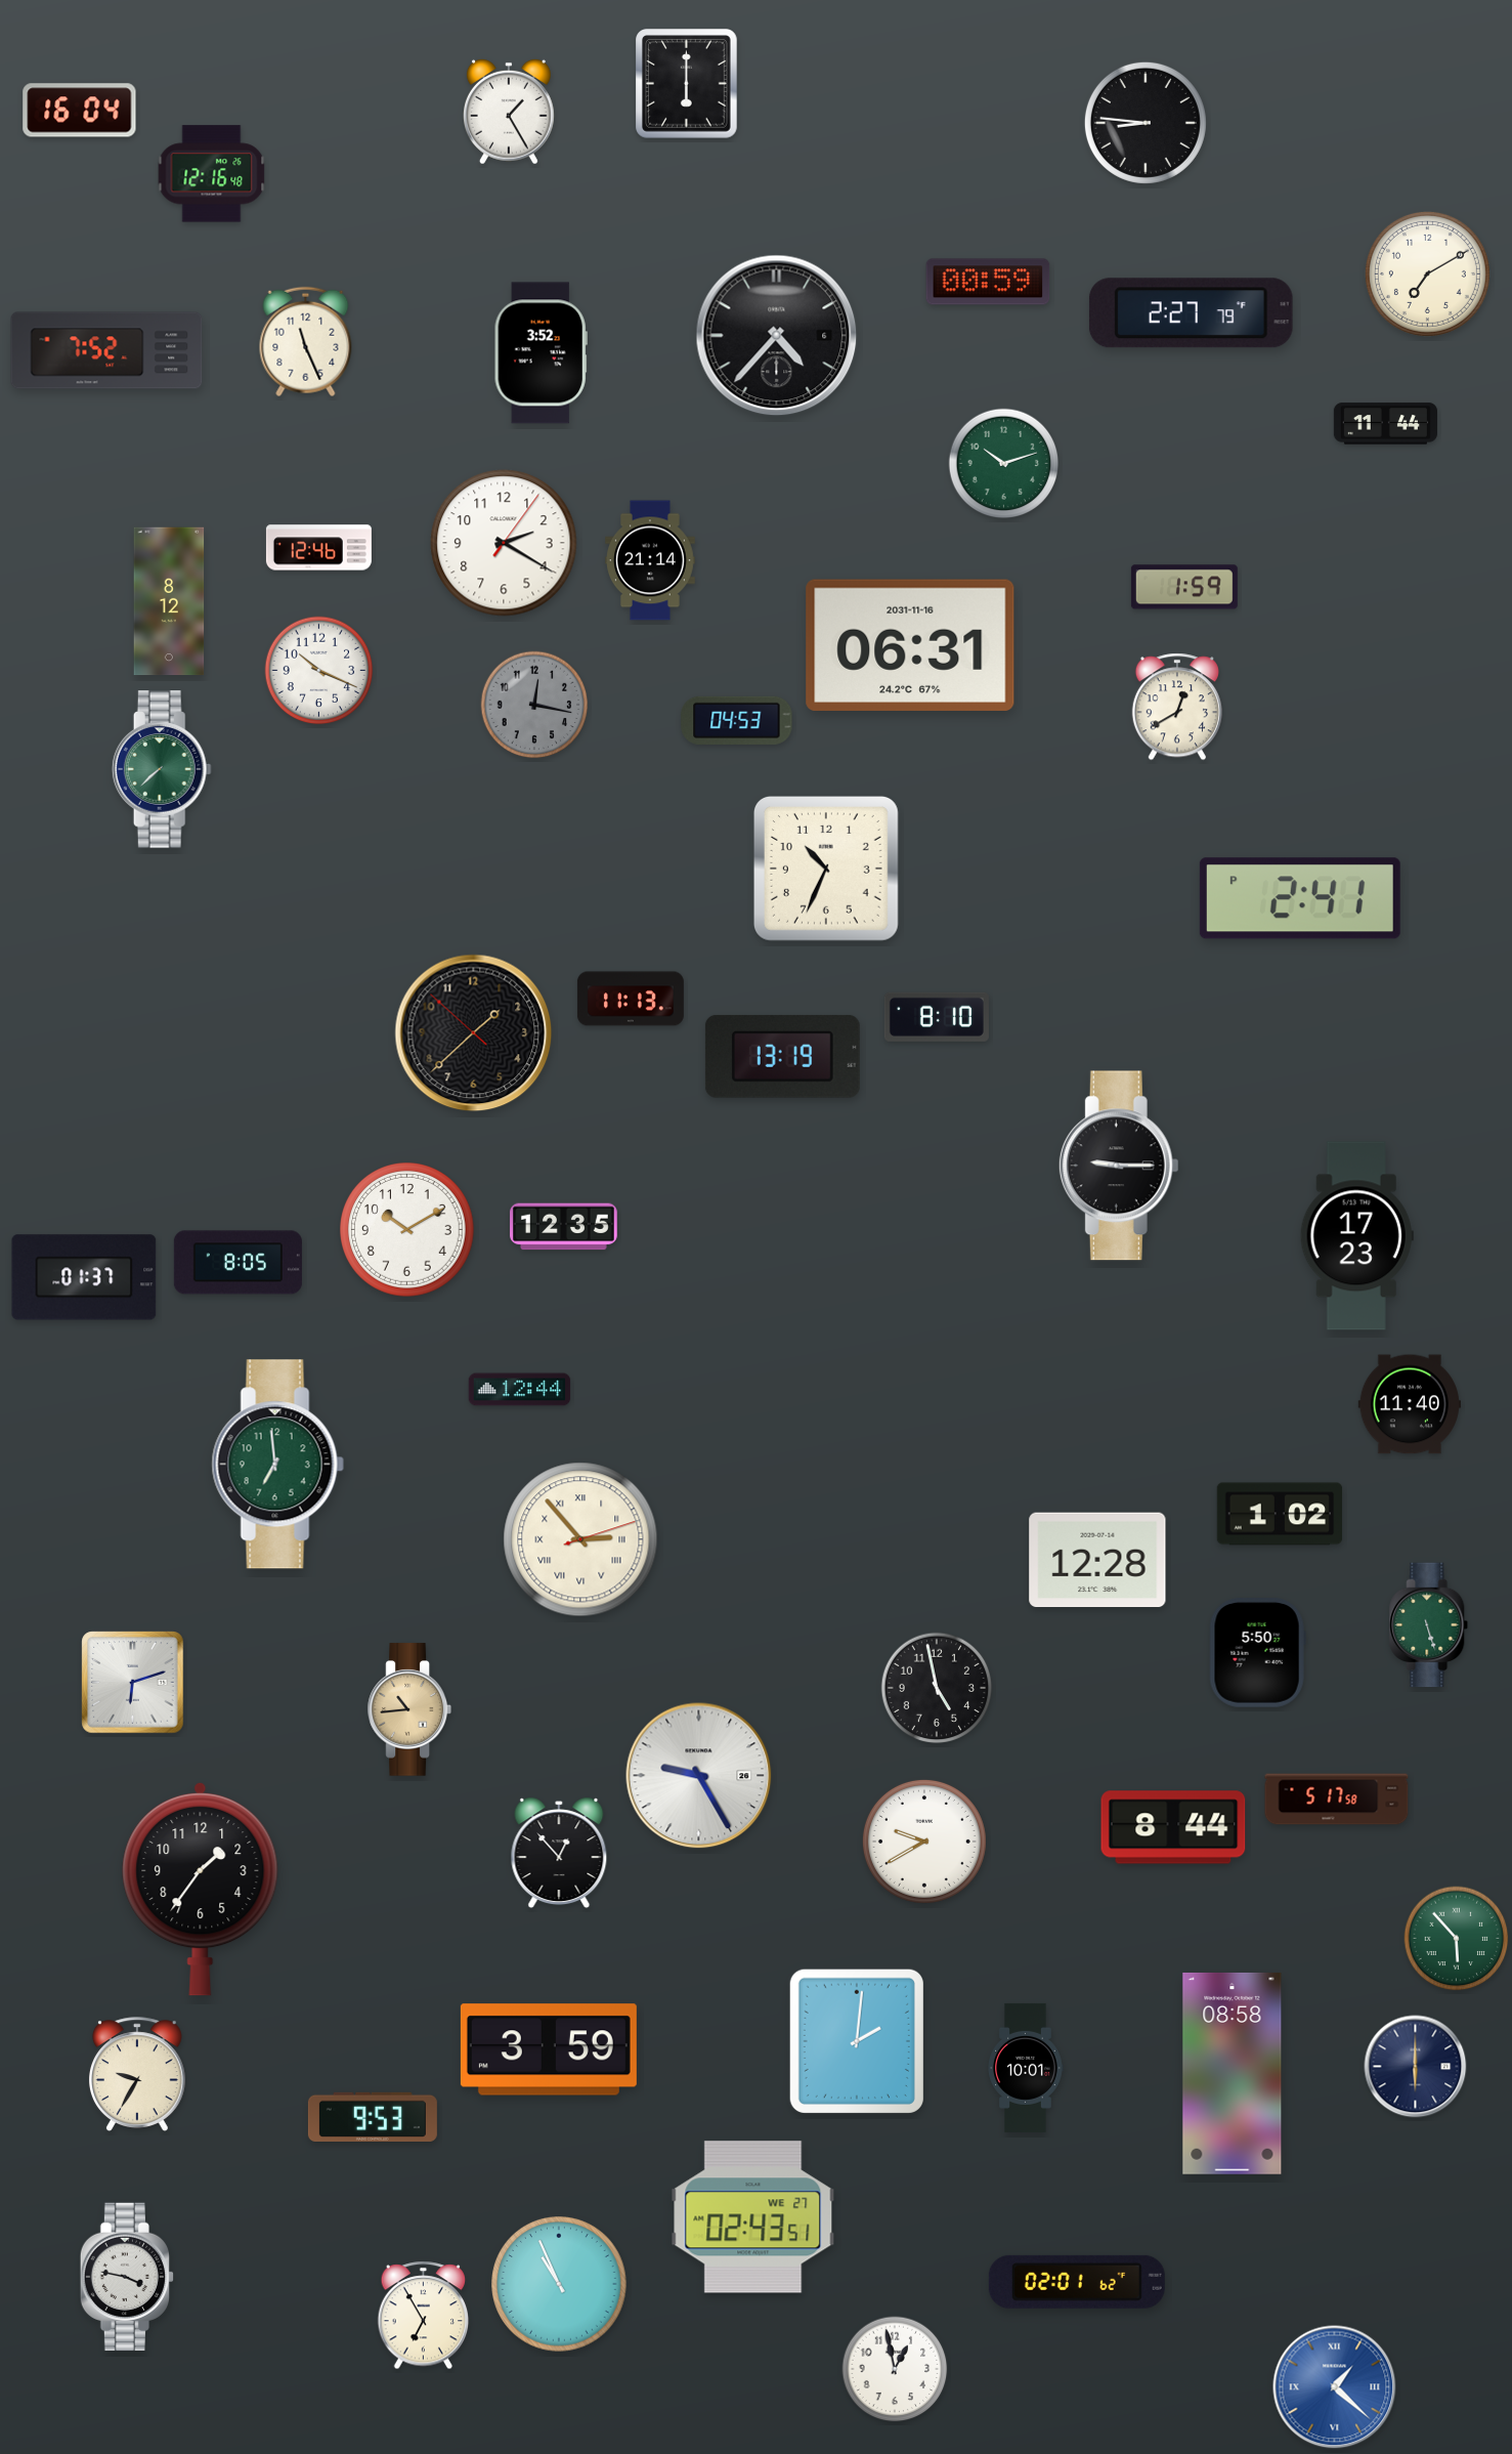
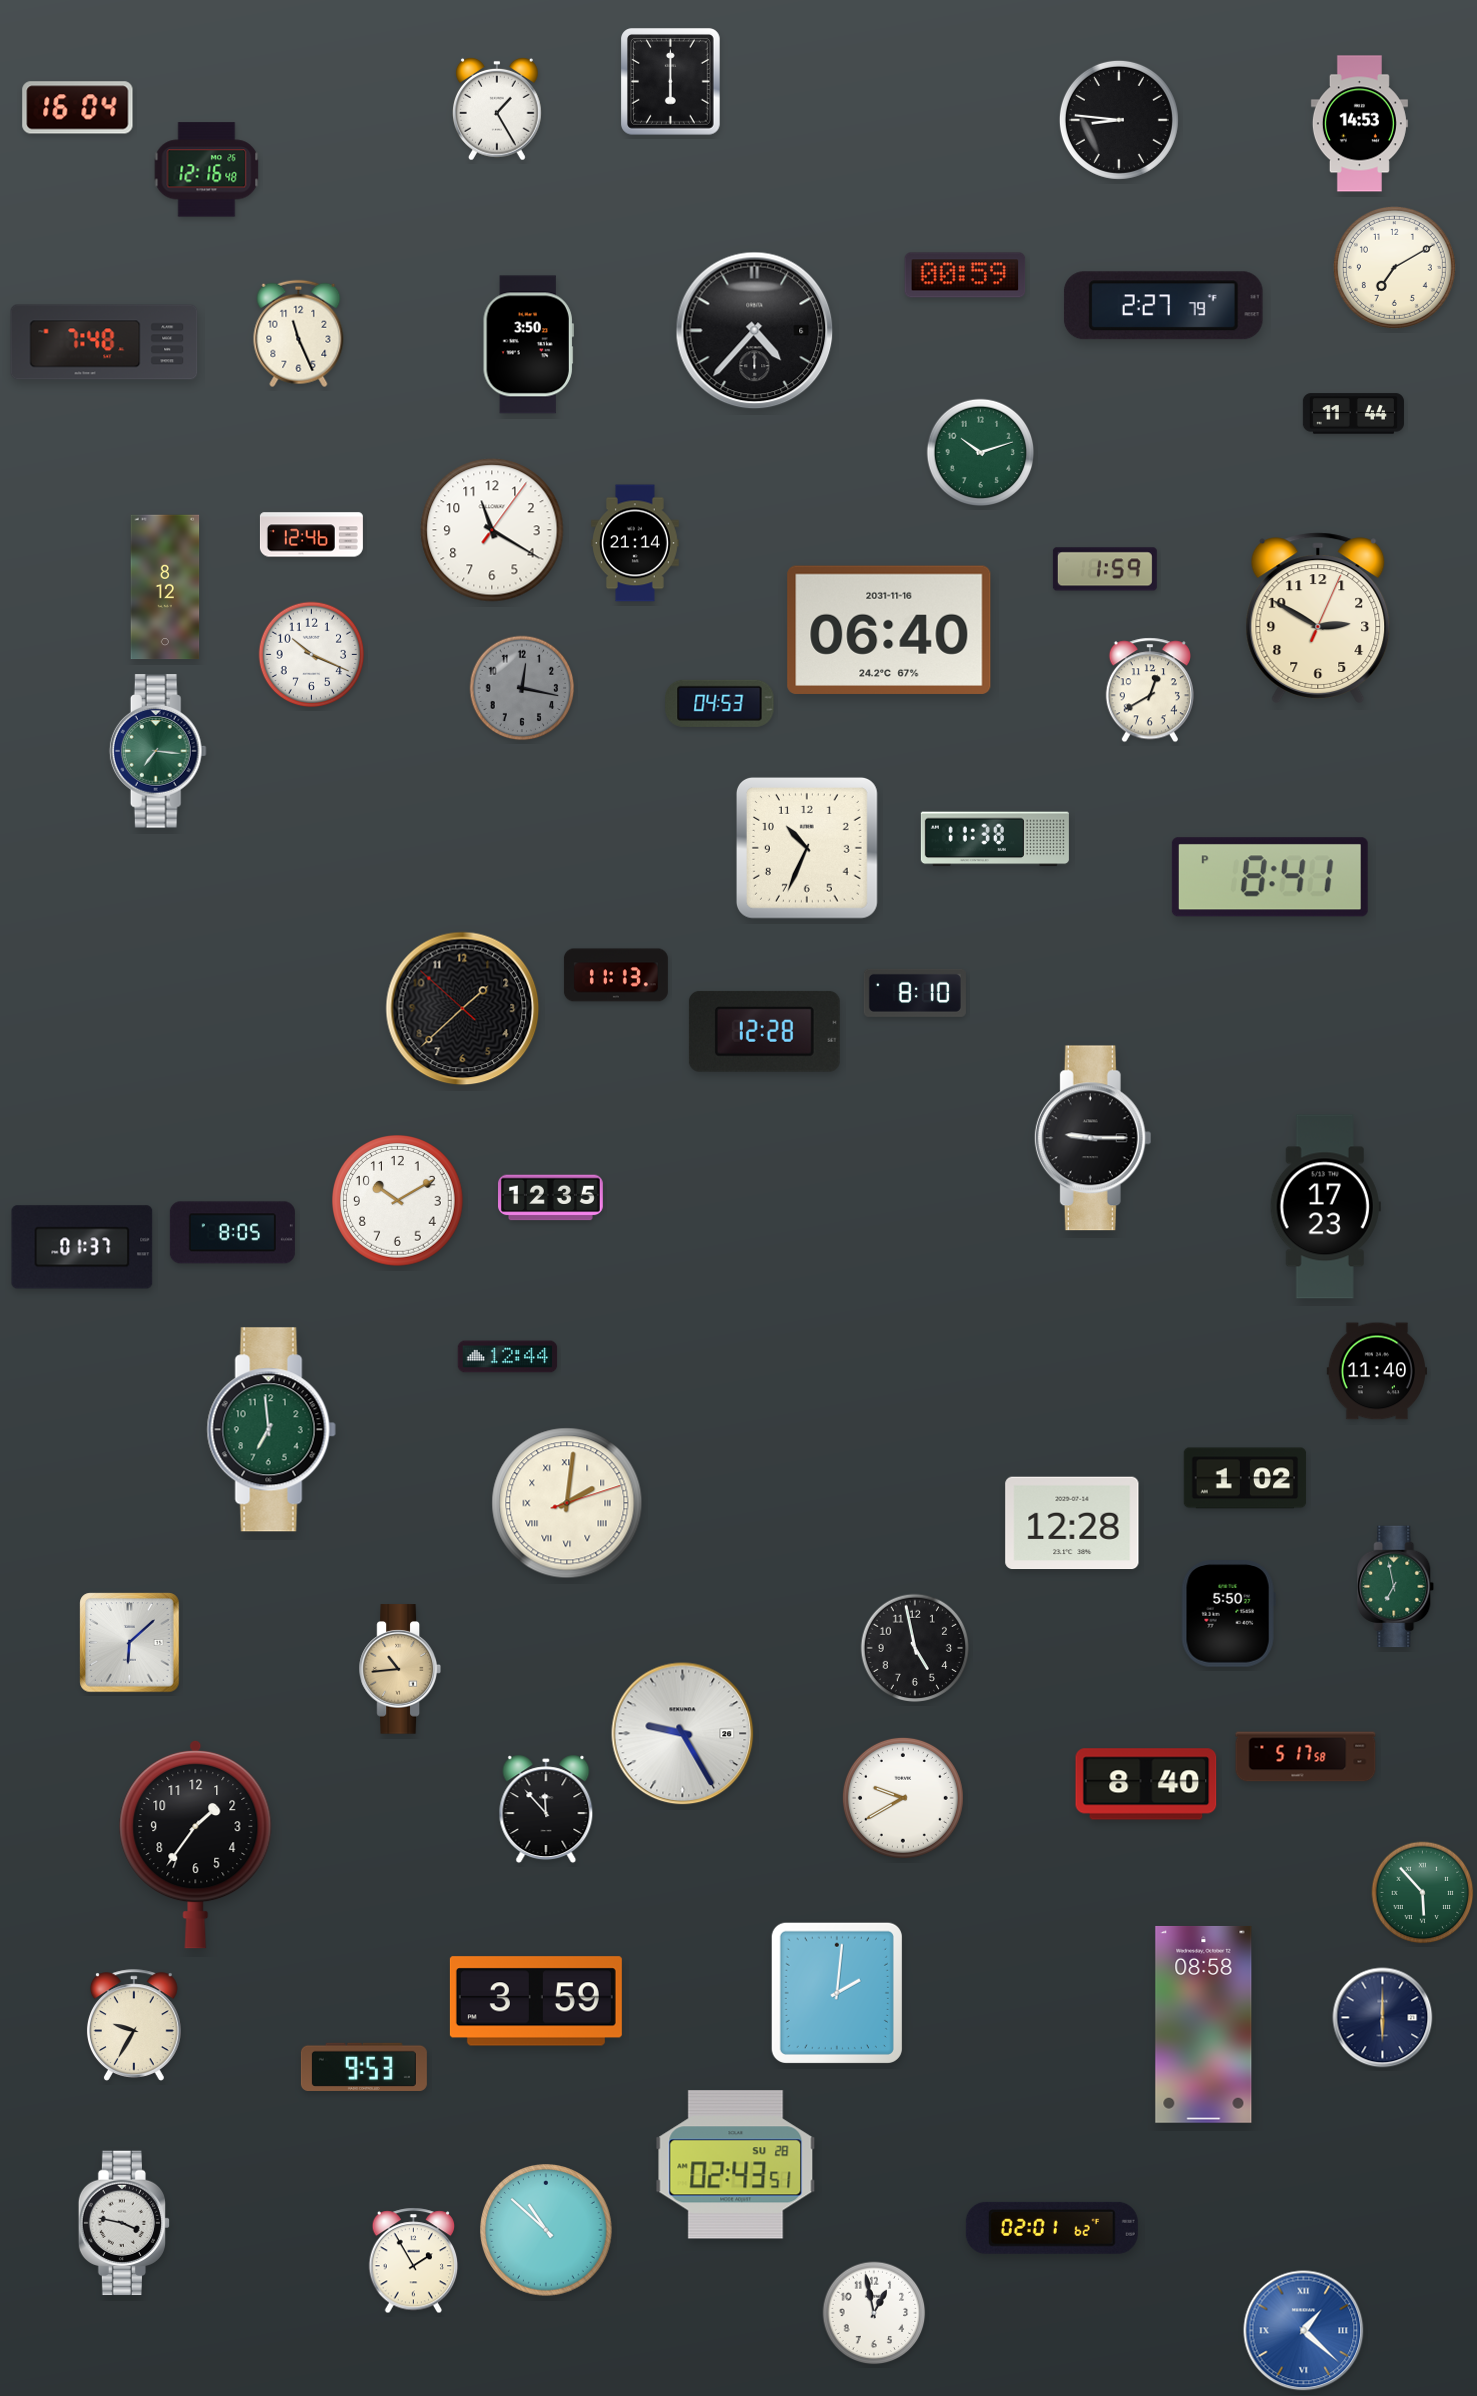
clock at (1359, 124): none -> 14:53
clock at (777, 336) position: (777, 336) -> (755, 331)
clock at (106, 350): 7:52 -> 7:48
clock at (541, 353): 3:52 -> 3:50
clock at (504, 543): 2:20 -> 11:20
clock at (651, 560) position: (651, 560) -> (636, 543)
clock at (1184, 587) position: (1184, 587) -> (1105, 569)
clock at (1318, 618): none -> 2:50
clock at (910, 644): 06:31 -> 06:40
clock at (162, 769): 7:38 -> 7:16
clock at (995, 839): none -> 11:38
clock at (1300, 898): 2:41 -> 8:41
clock at (782, 1056): 13:19 -> 12:28
clock at (1280, 1514) position: (1280, 1514) -> (1245, 1478)
clock at (580, 1539): 2:53 -> 2:01
clock at (1429, 1625): 5:27 -> 6:58
clock at (133, 1683): 6:12 -> 6:08
clock at (1173, 1827): 8:44 -> 8:40
clock at (559, 1853): 12:53 -> 11:53
clock at (1026, 2068): 10:01 -> none
clock at (753, 2217) date: WE 27 -> SU 28
clock at (559, 2284): 10:56 -> 10:52
clock at (424, 2316): 6:55 -> 1:55
